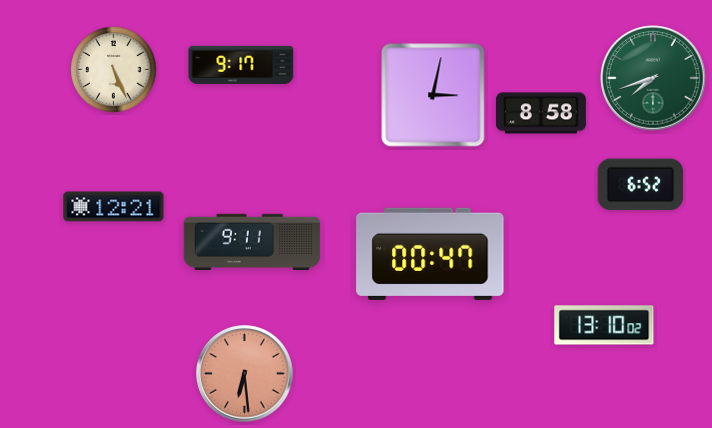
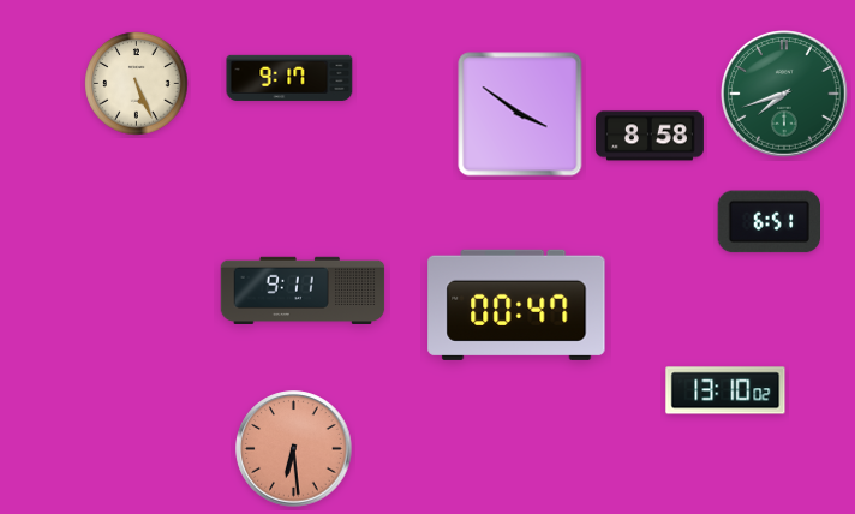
clock at (433, 95): 3:02 -> 3:51
clock at (640, 185): 6:52 -> 6:51
clock at (114, 207): 12:21 -> none
